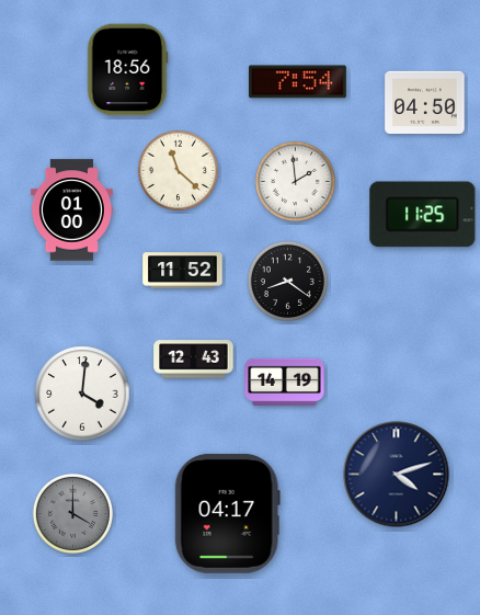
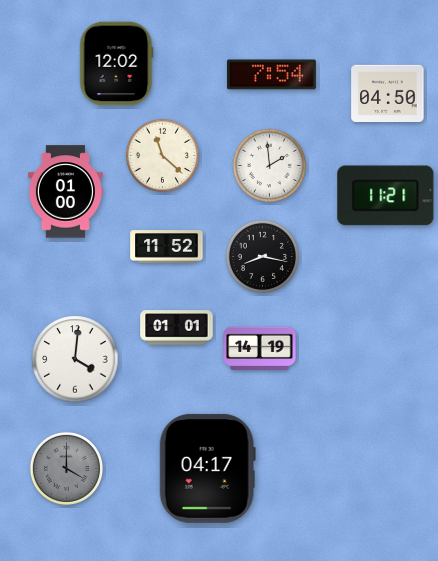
clock at (127, 70): 18:56 -> 12:02
clock at (423, 215): 11:25 -> 11:21
clock at (287, 281): 8:21 -> 8:17
clock at (194, 360): 12:43 -> 01:01
clock at (397, 475): 4:12 -> none
